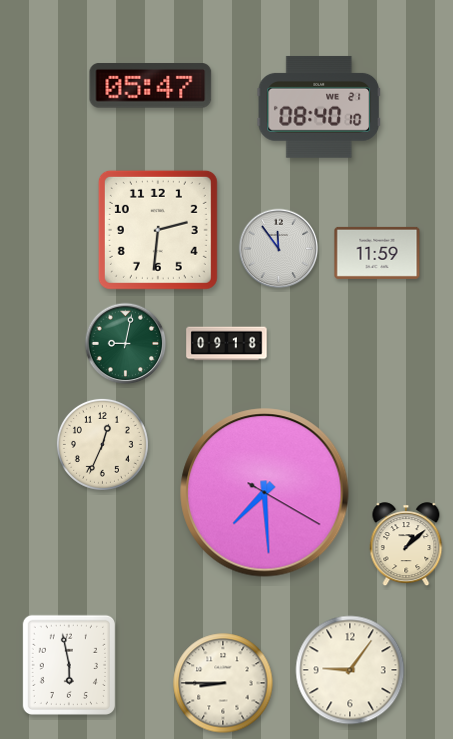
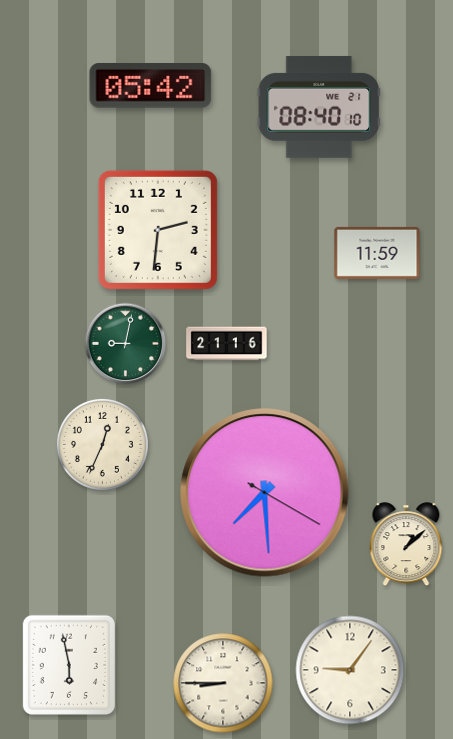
clock at (151, 86): 05:47 -> 05:42
clock at (279, 249): 11:54 -> none
clock at (227, 344): 09:18 -> 21:16
